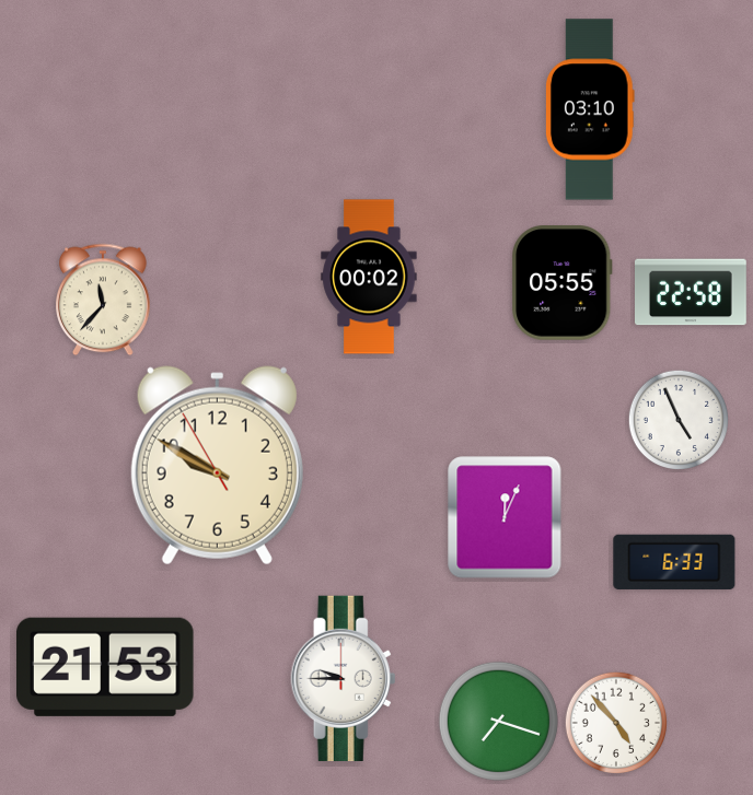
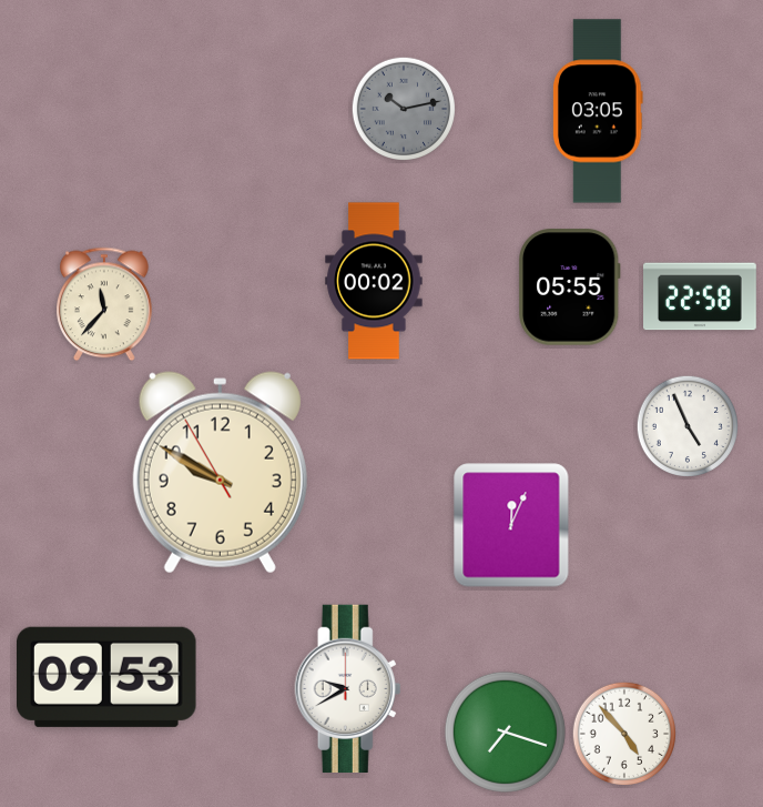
clock at (403, 108): none -> 10:13
clock at (590, 109): 03:10 -> 03:05
clock at (674, 562): 6:33 -> none
clock at (106, 667): 21:53 -> 09:53
clock at (344, 678): 9:45 -> 9:40
